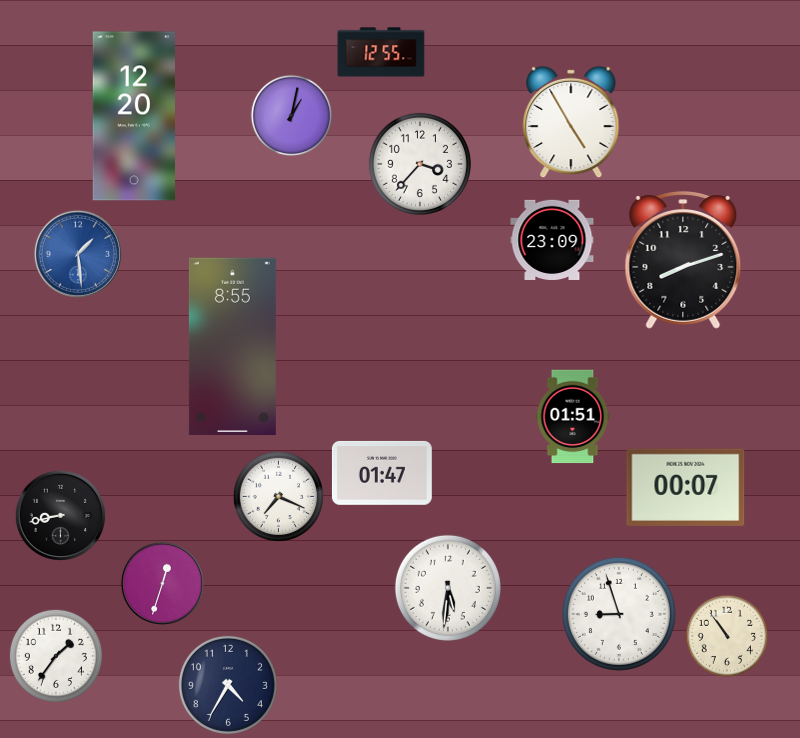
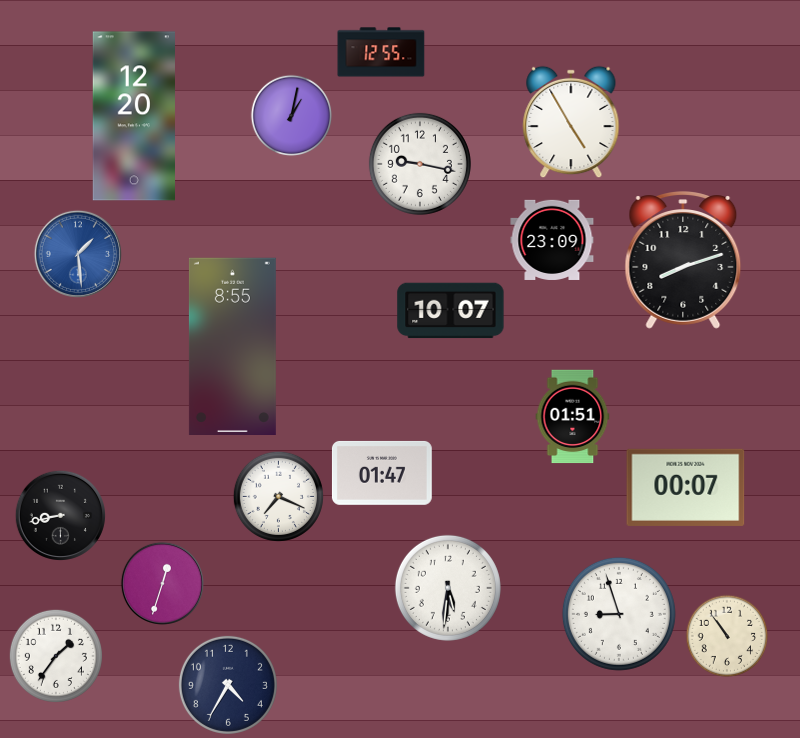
clock at (420, 164): 3:37 -> 9:17
clock at (451, 311): none -> 10:07
